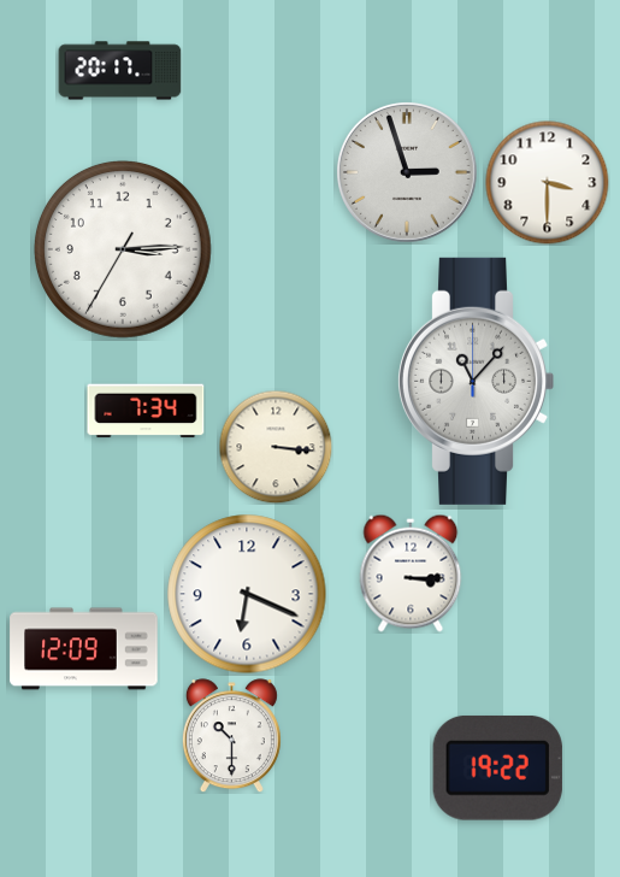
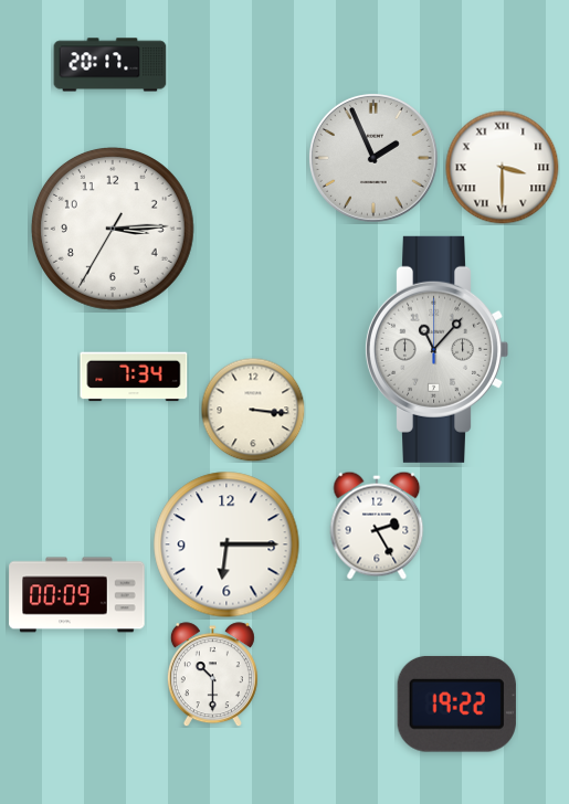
clock at (408, 173): 2:57 -> 1:56
clock at (548, 183) numerals: Arabic -> Roman
clock at (411, 573): 3:15 -> 2:25
clock at (247, 594): 6:19 -> 6:15
clock at (84, 649): 12:09 -> 00:09
